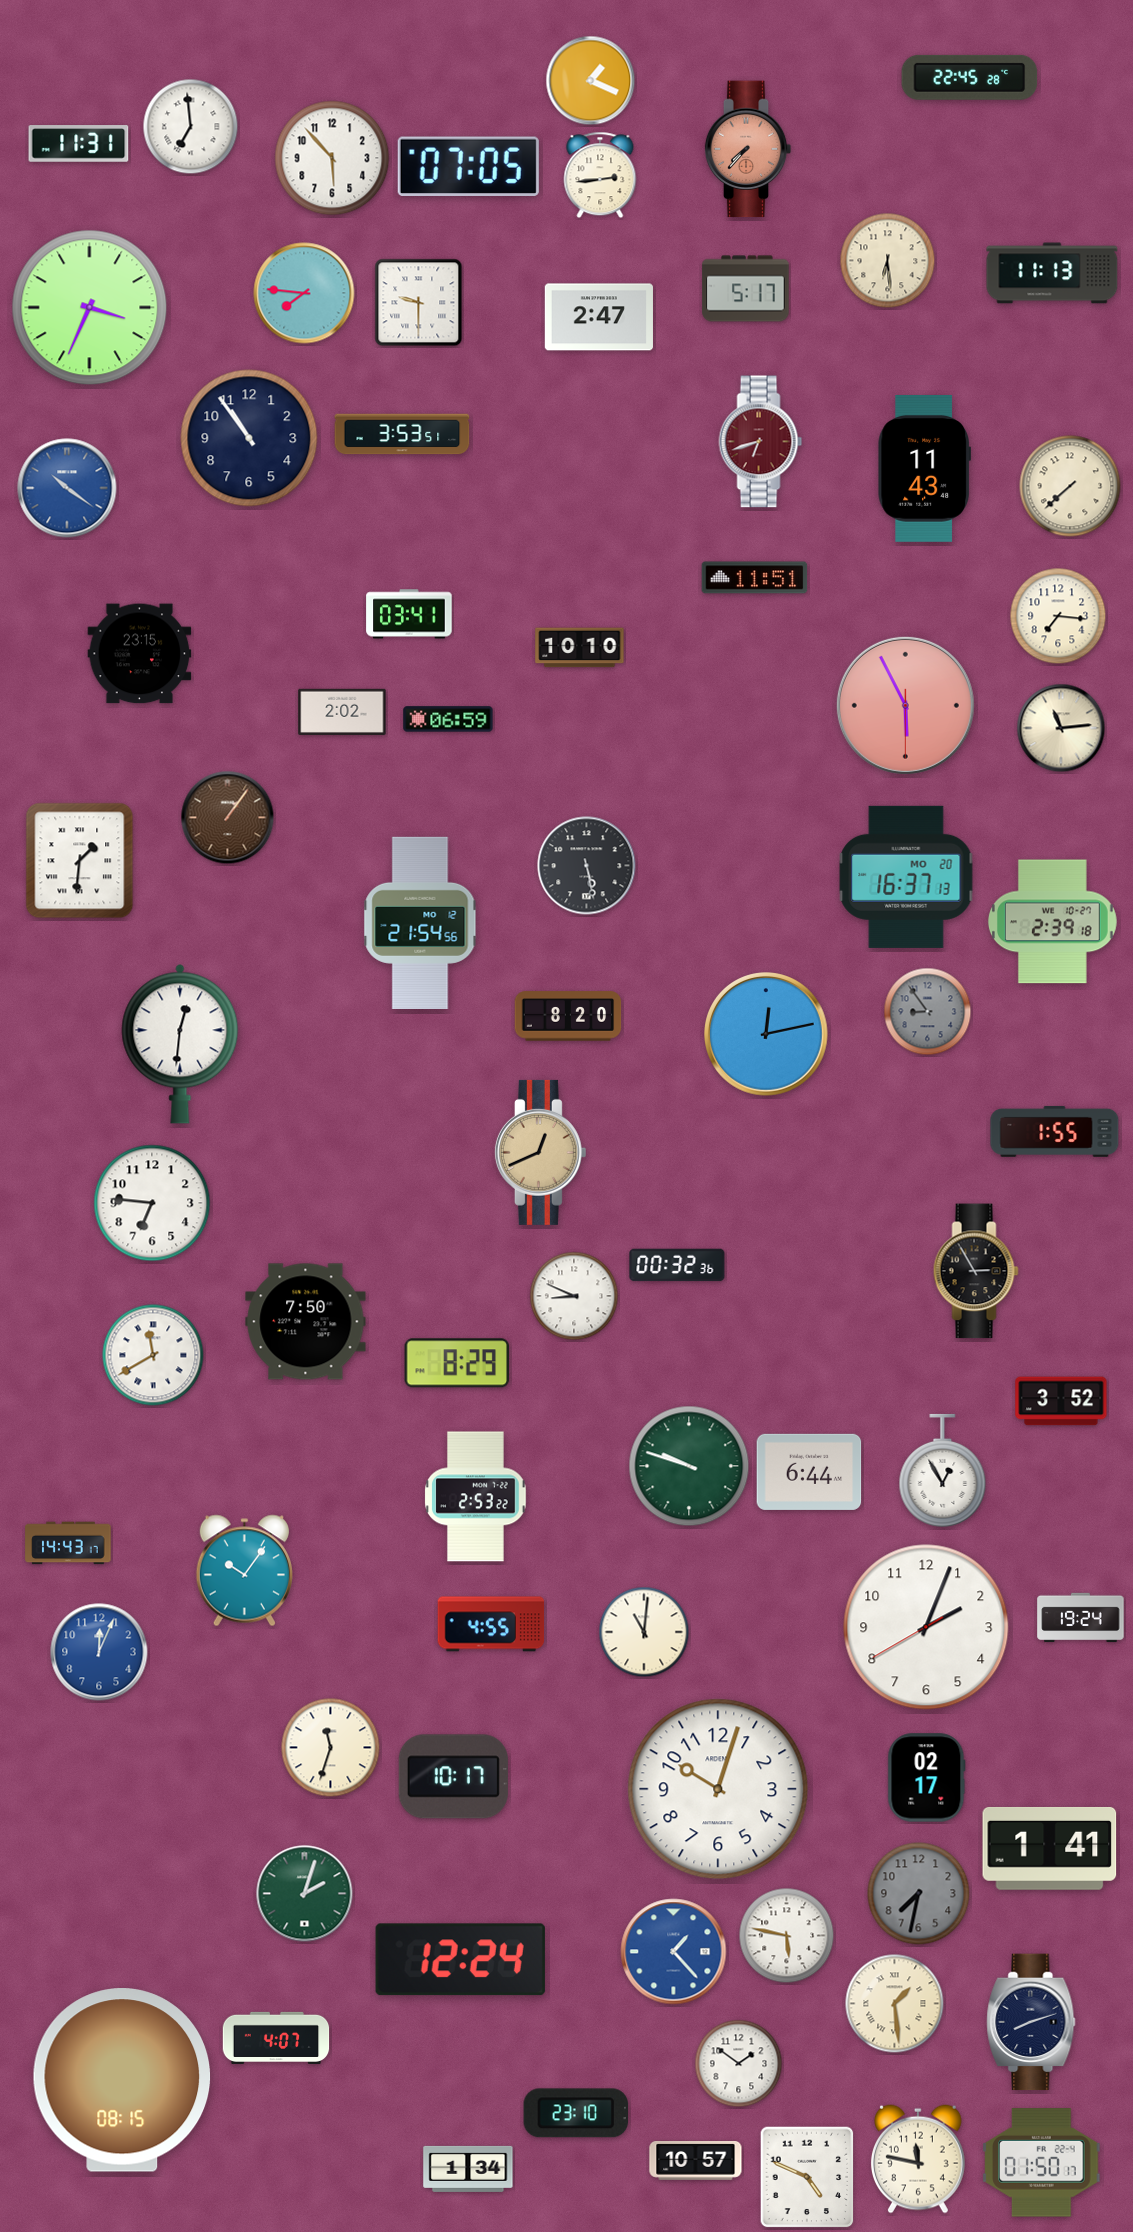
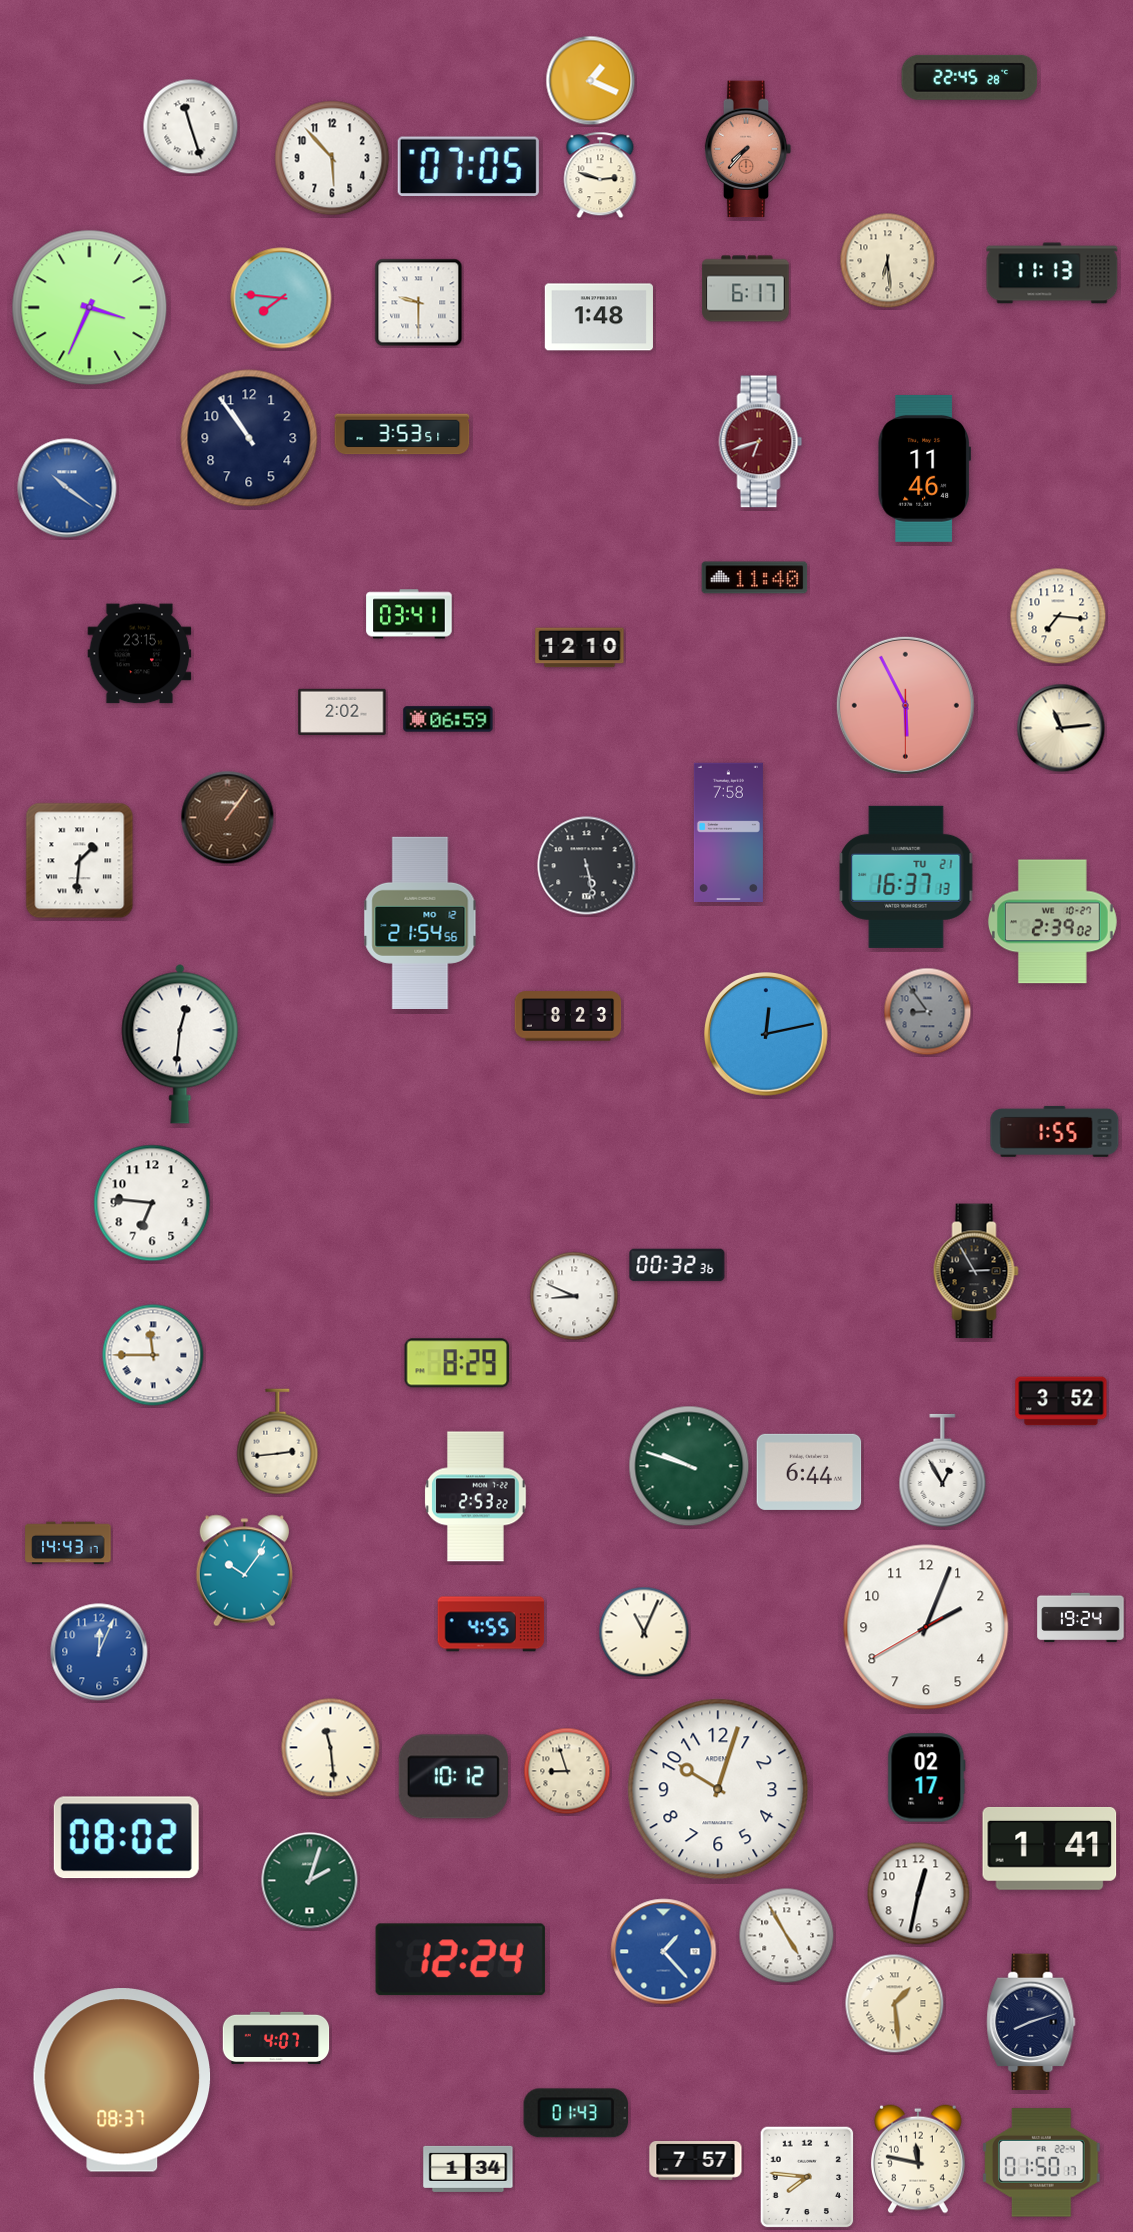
clock at (191, 127): 6:59 -> 11:27
clock at (79, 144): 11:31 -> none
clock at (600, 175): 2:44 -> 2:48
clock at (746, 289): 5:17 -> 6:17
clock at (304, 293) position: (304, 293) -> (281, 298)
clock at (599, 317): 2:47 -> 1:48
clock at (924, 468): 11:43 -> 11:46
clock at (1070, 486): 7:38 -> none
clock at (755, 578): 11:51 -> 11:40
clock at (580, 648): 10:10 -> 12:10
clock at (728, 832): none -> 7:58
clock at (906, 877) date: MO 20 -> TU 21
clock at (1052, 922): 2:39:18 -> 2:39:02
clock at (568, 1016): 8:20 -> 8:23
clock at (540, 1152): 12:41 -> none
clock at (306, 1322): 7:50 -> none
clock at (153, 1355): 11:40 -> 11:45
clock at (278, 1442): none -> 2:44
clock at (644, 1632): 11:01 -> 11:04
clock at (331, 1748): 11:33 -> 11:29
clock at (567, 1771): none -> 8:57
clock at (453, 1777): 10:17 -> 10:12
clock at (126, 1838): none -> 08:02
clock at (305, 1894) position: (305, 1894) -> (310, 1881)
clock at (919, 1894): 7:32 -> 12:32
clock at (919, 1894) dial: grey -> white
clock at (787, 1936): 5:47 -> 4:55
clock at (674, 1952) position: (674, 1952) -> (664, 1952)
clock at (739, 2064): 1:51 -> none
clock at (122, 2080): 08:15 -> 08:37
clock at (576, 2113): 23:10 -> 01:43
clock at (696, 2161): 10:57 -> 7:57
clock at (807, 2177): 4:49 -> 7:46
